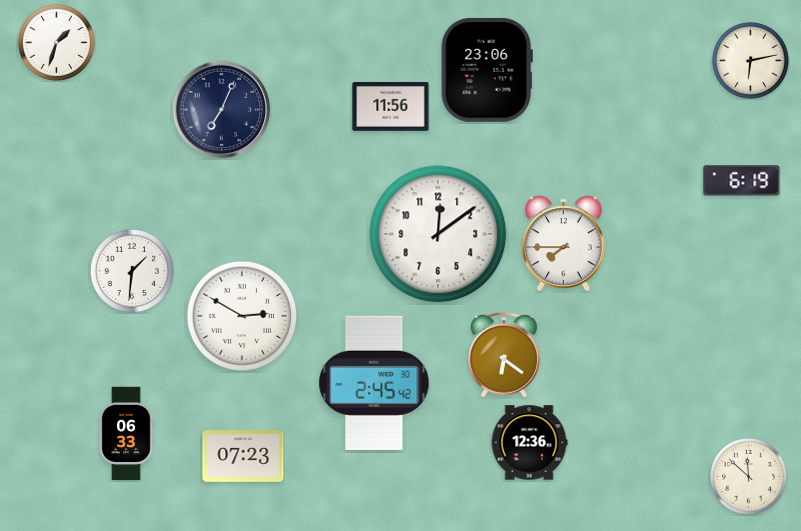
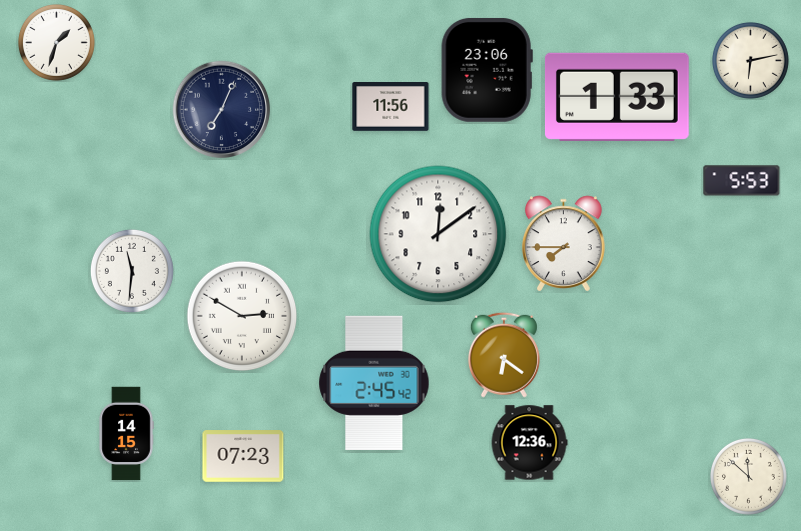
clock at (617, 97): none -> 1:33
clock at (742, 181): 6:19 -> 5:53
clock at (132, 271): 1:31 -> 11:31
clock at (126, 434): 06:33 -> 14:15
